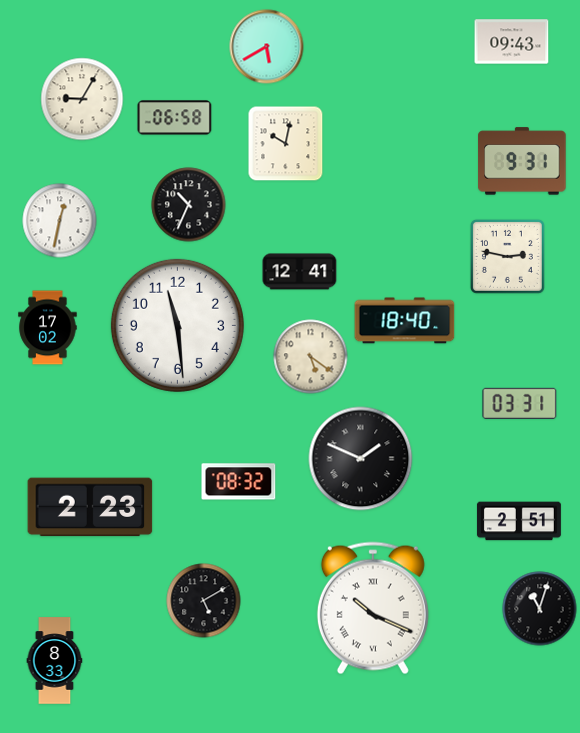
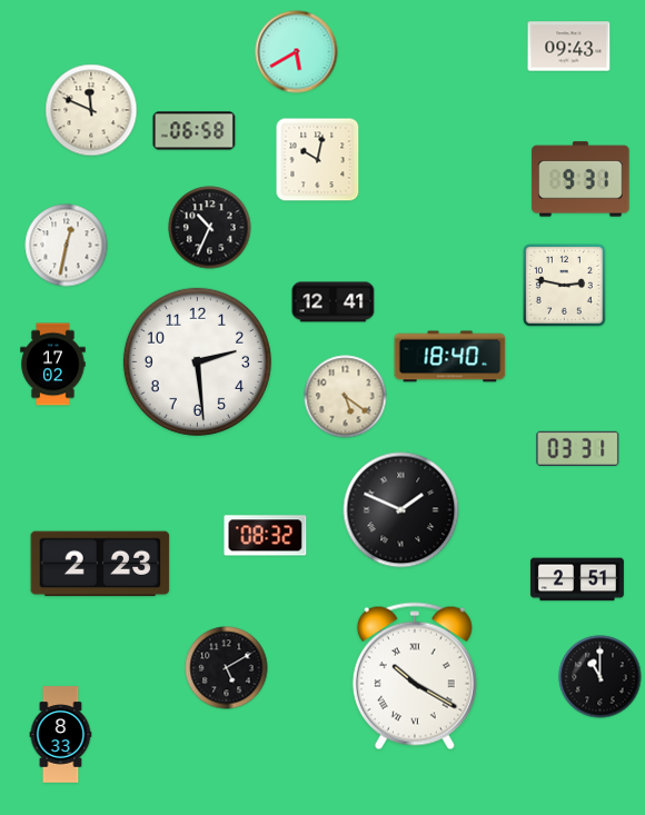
clock at (82, 99): 9:05 -> 11:49
clock at (177, 325): 11:29 -> 2:29
clock at (373, 608): 10:19 -> 10:20
clock at (540, 609): 11:03 -> 11:00
